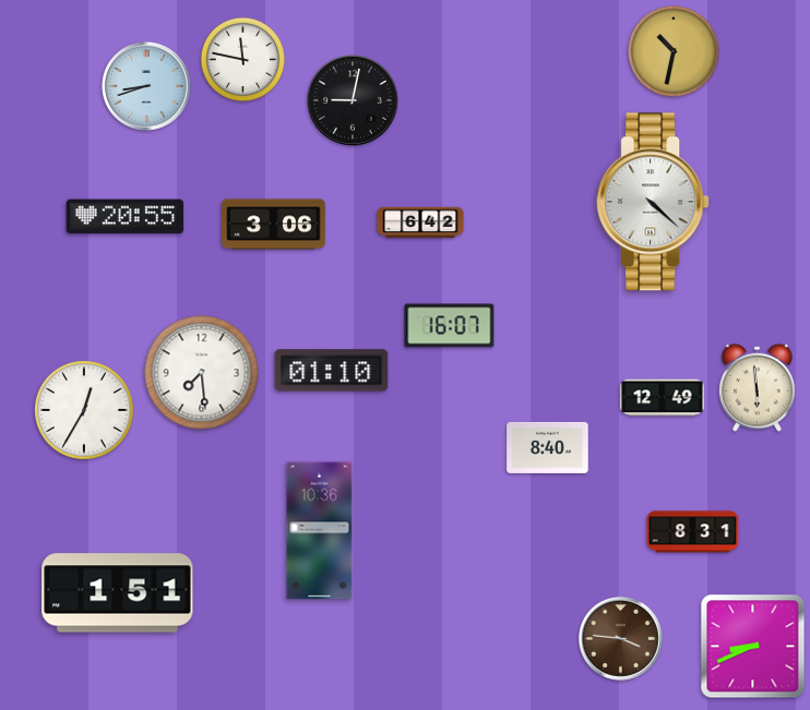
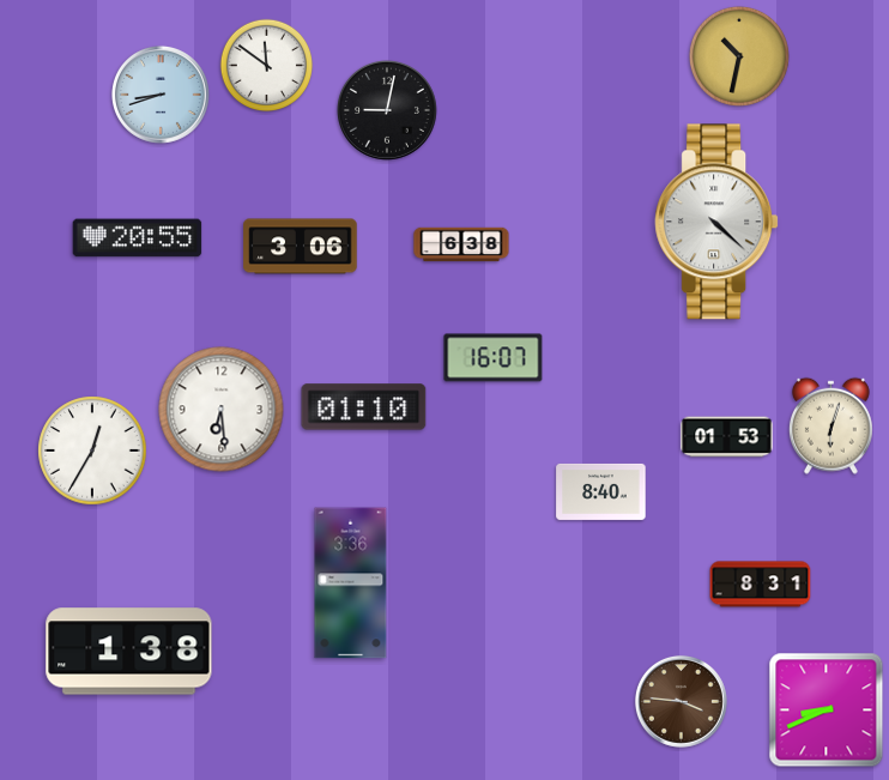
clock at (243, 60): 11:47 -> 11:51
clock at (420, 222): 6:42 -> 6:38
clock at (202, 373): 7:29 -> 6:29
clock at (757, 387): 5:59 -> 6:03
clock at (663, 398): 12:49 -> 01:53
clock at (320, 531): 10:36 -> 3:36
clock at (118, 593): 1:51 -> 1:38
